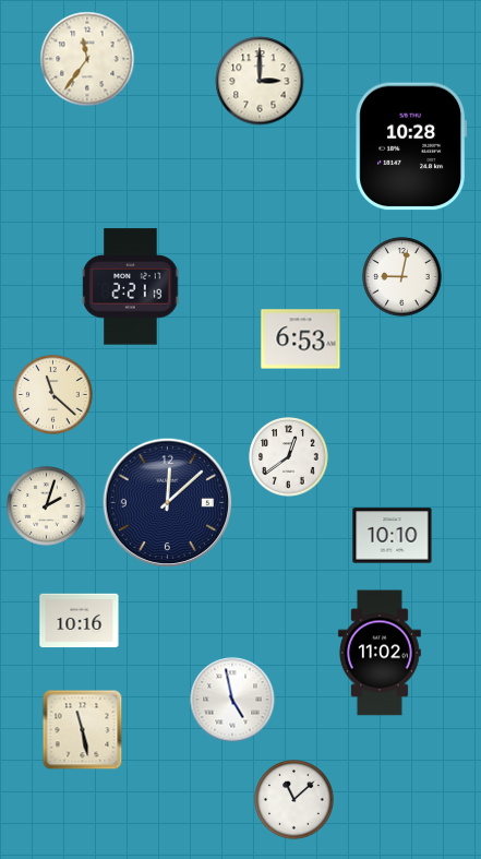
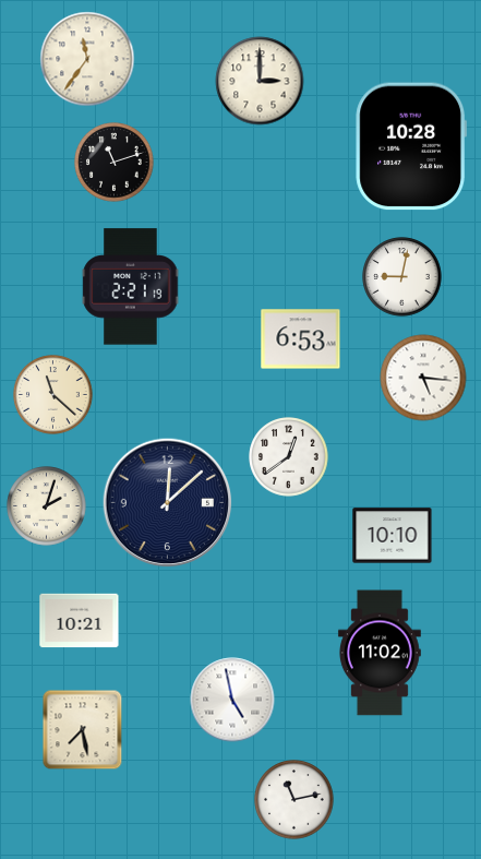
clock at (115, 163): none -> 11:12
clock at (423, 378): none -> 5:16
clock at (80, 621): 10:16 -> 10:21
clock at (83, 730): 11:28 -> 7:28
clock at (294, 800): 11:08 -> 11:13
